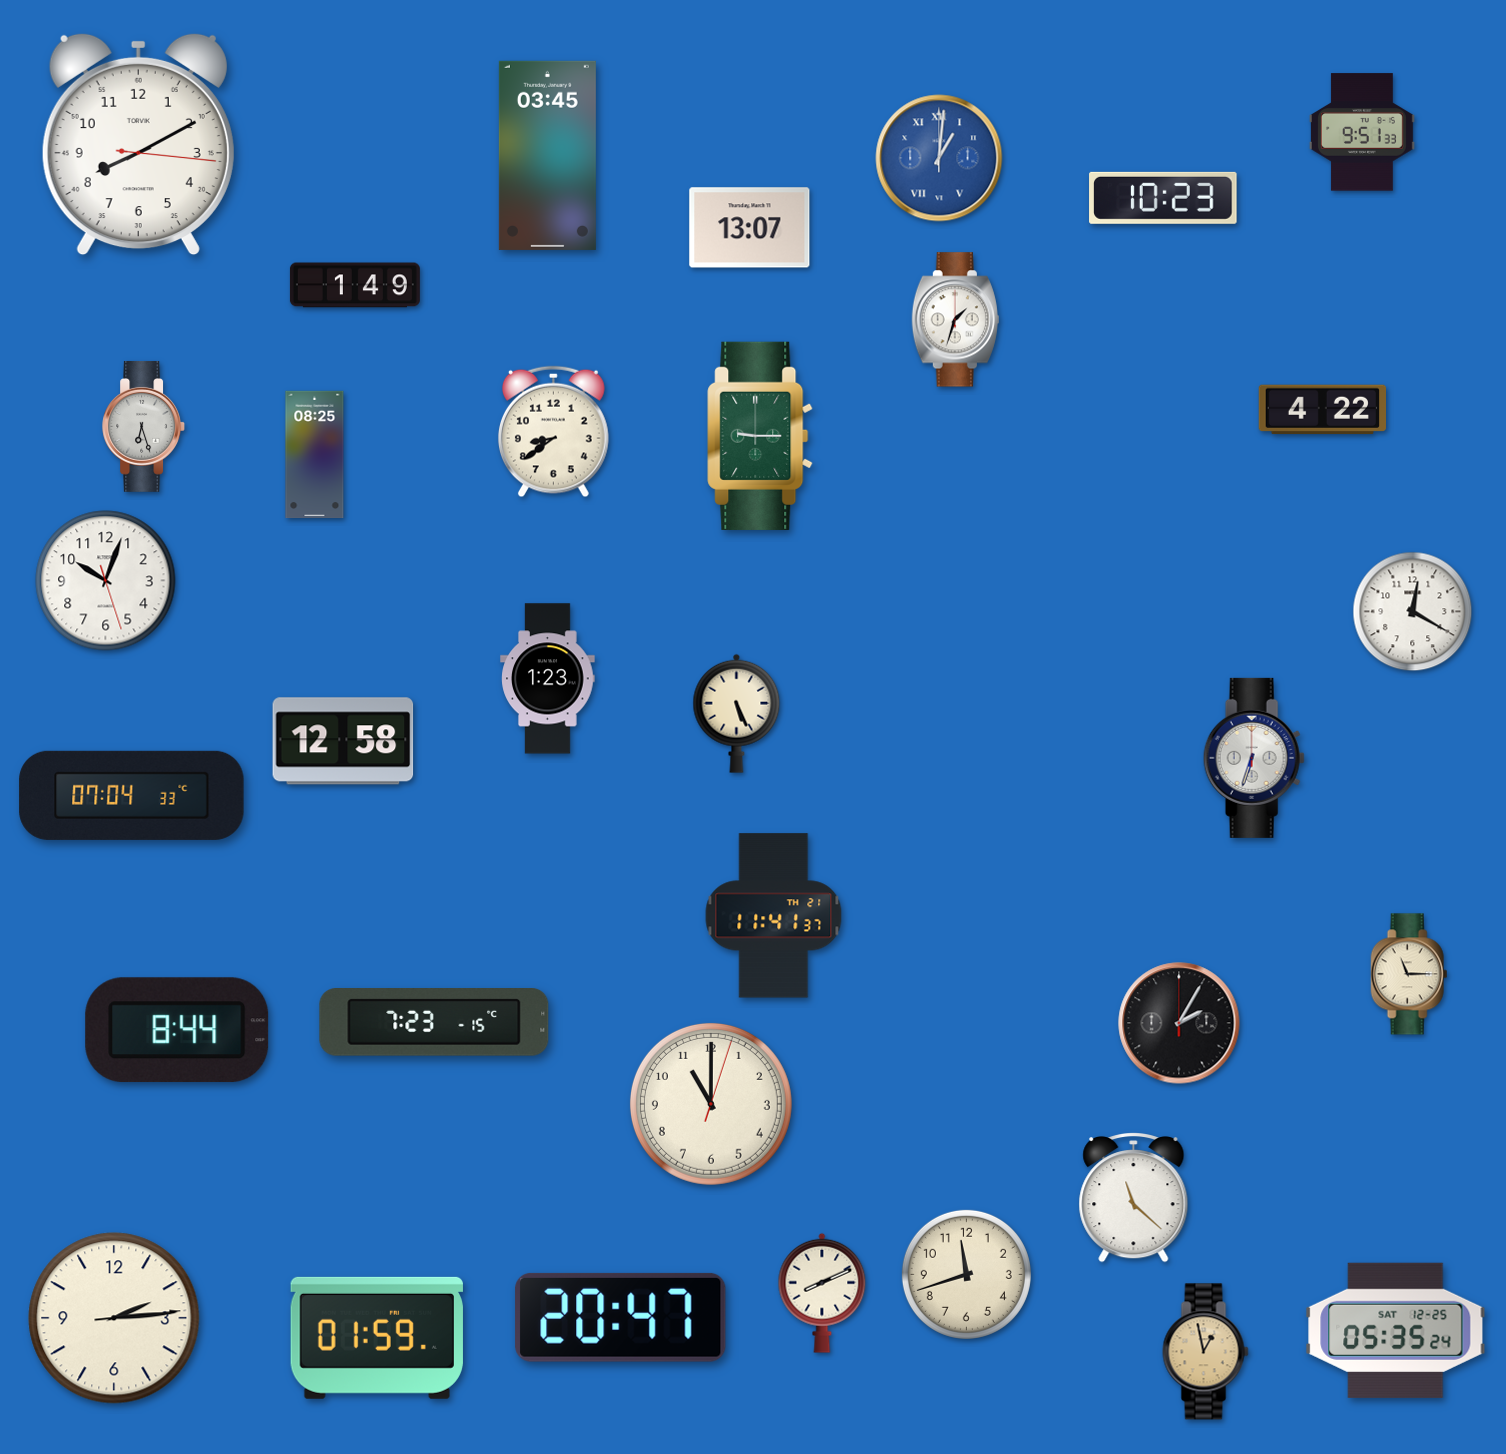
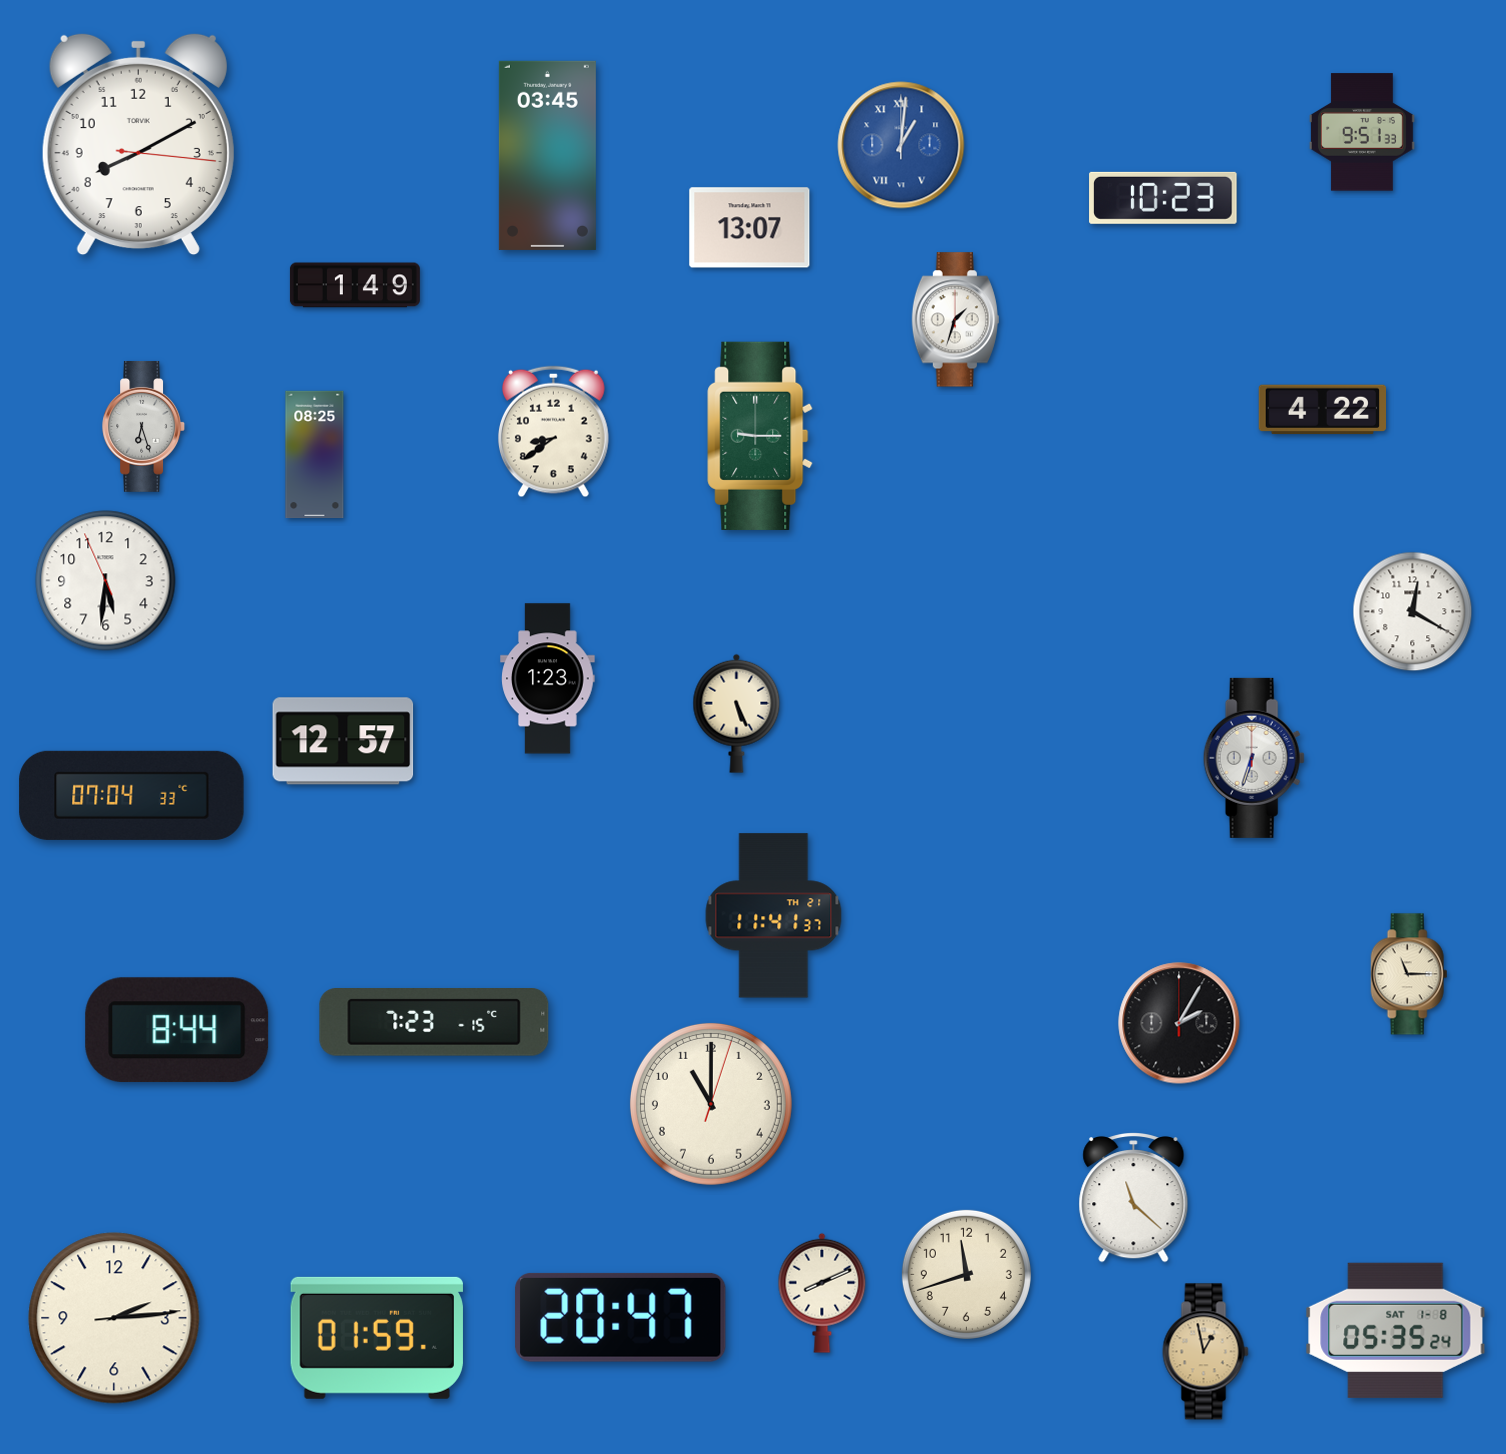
clock at (939, 158) position: (939, 158) -> (901, 145)
clock at (106, 581): 10:03 -> 5:30
clock at (343, 741): 12:58 -> 12:57
clock at (1396, 1330) date: SAT 12-25 -> SAT 1-8
